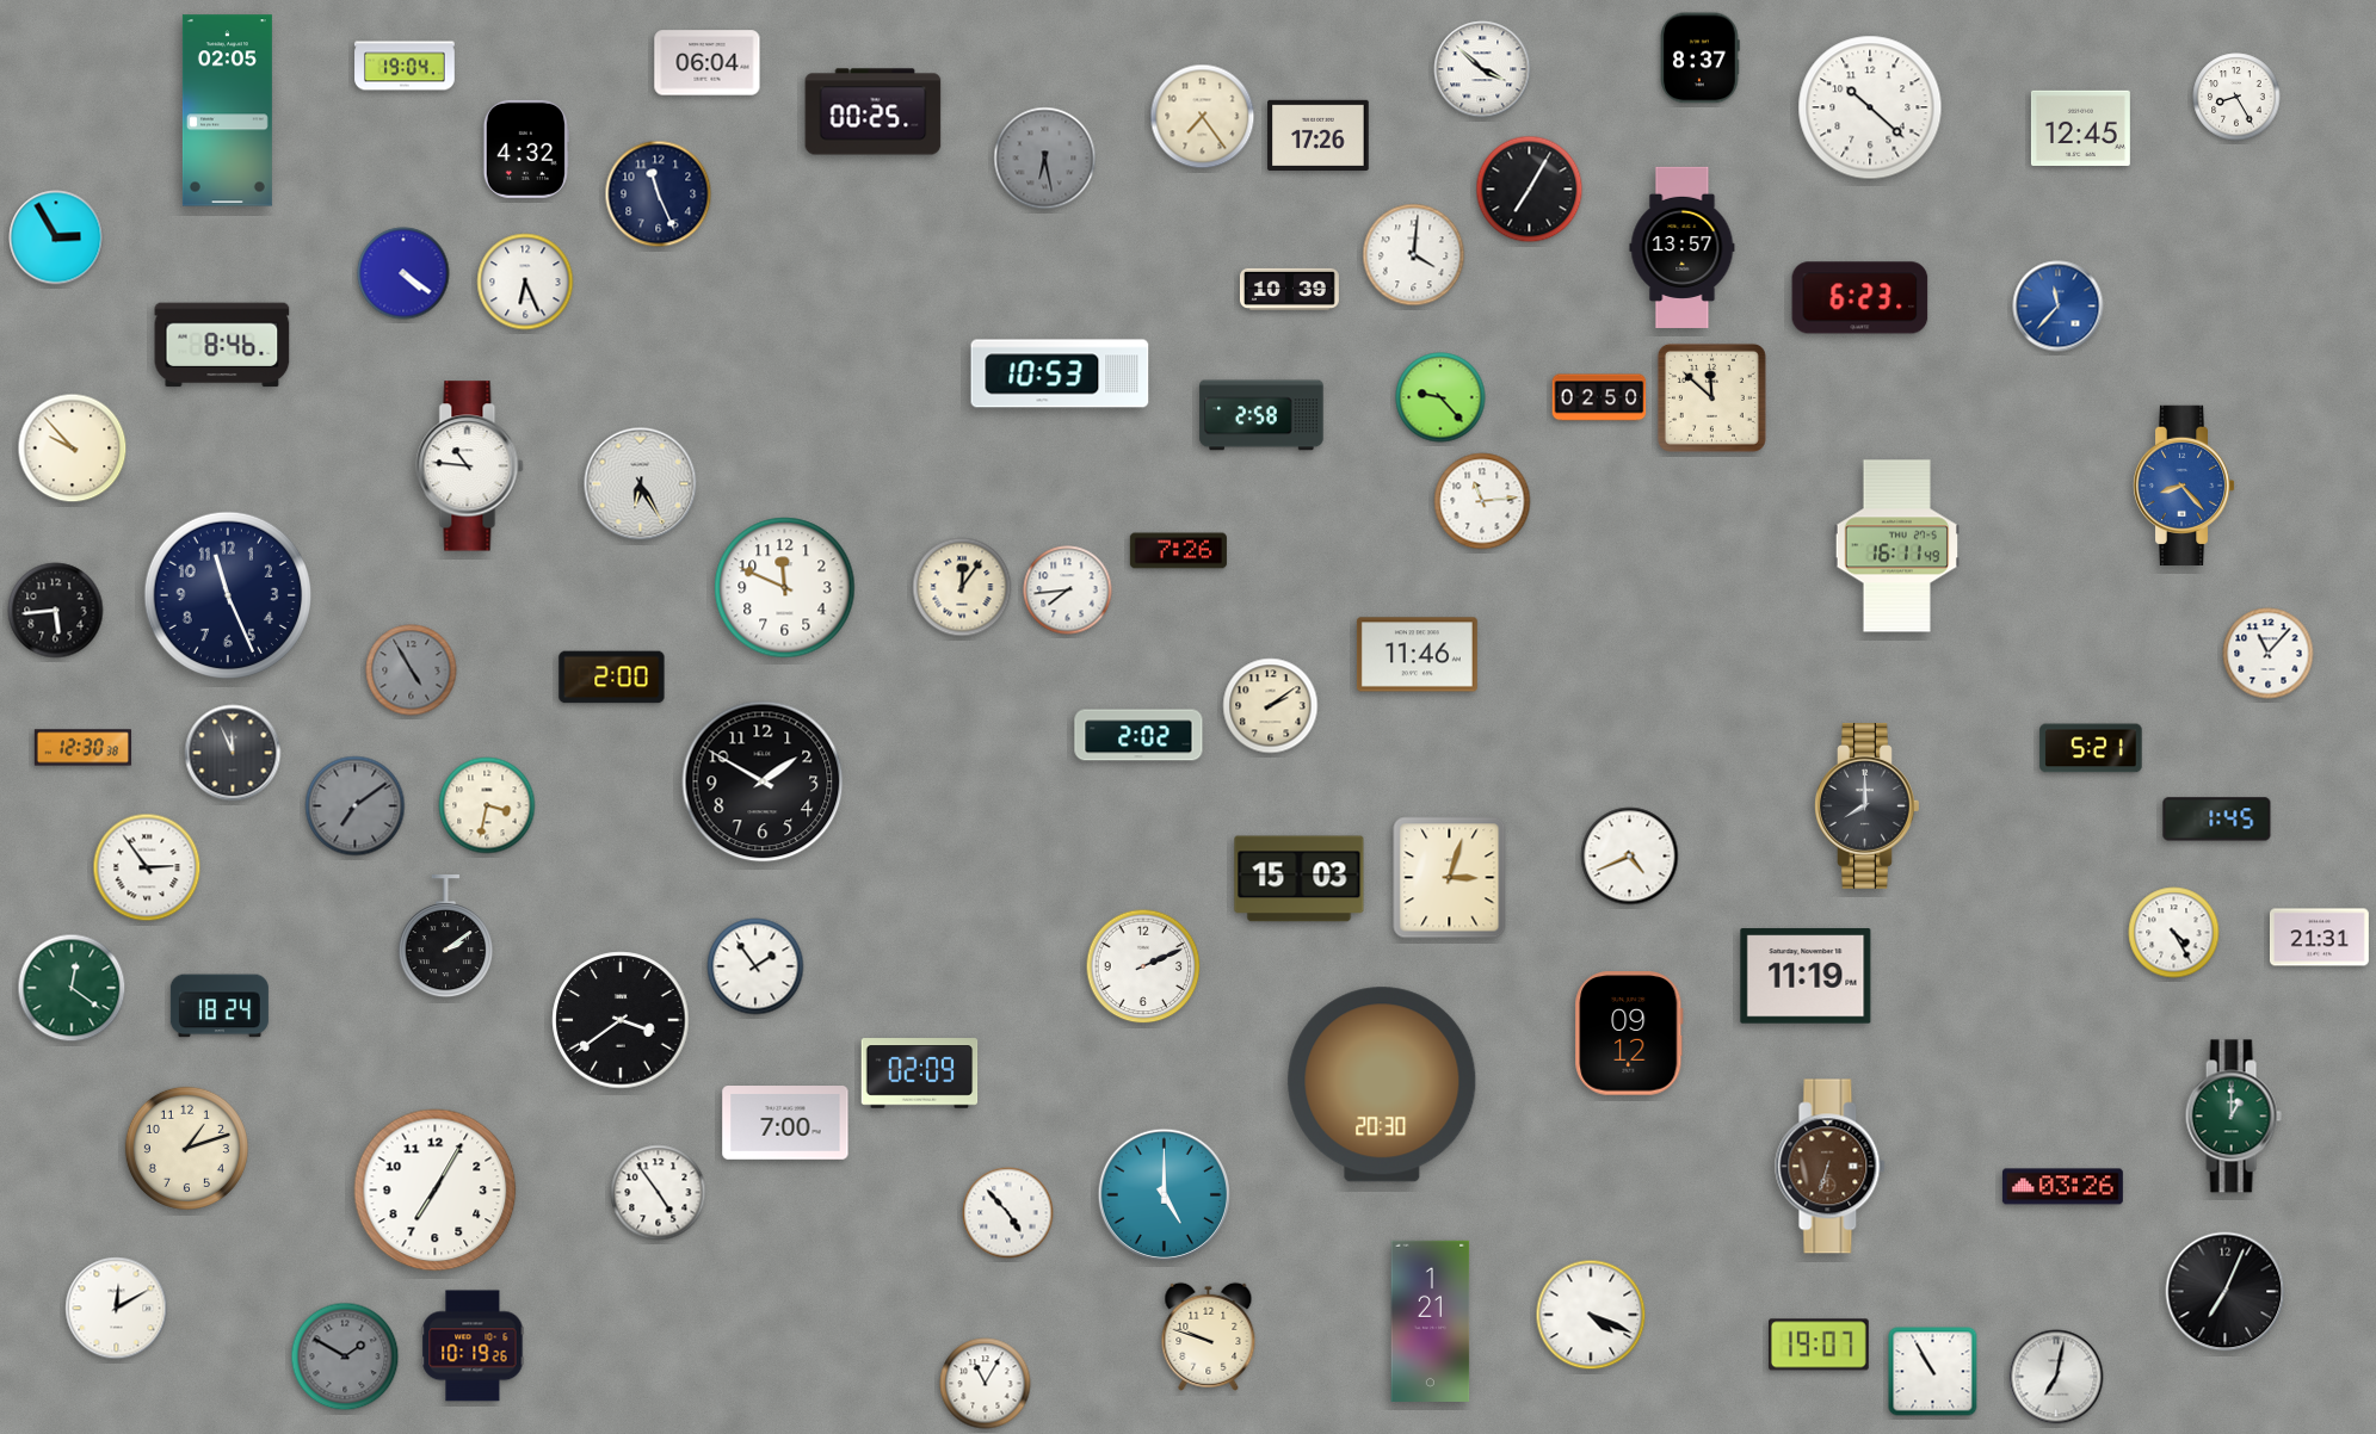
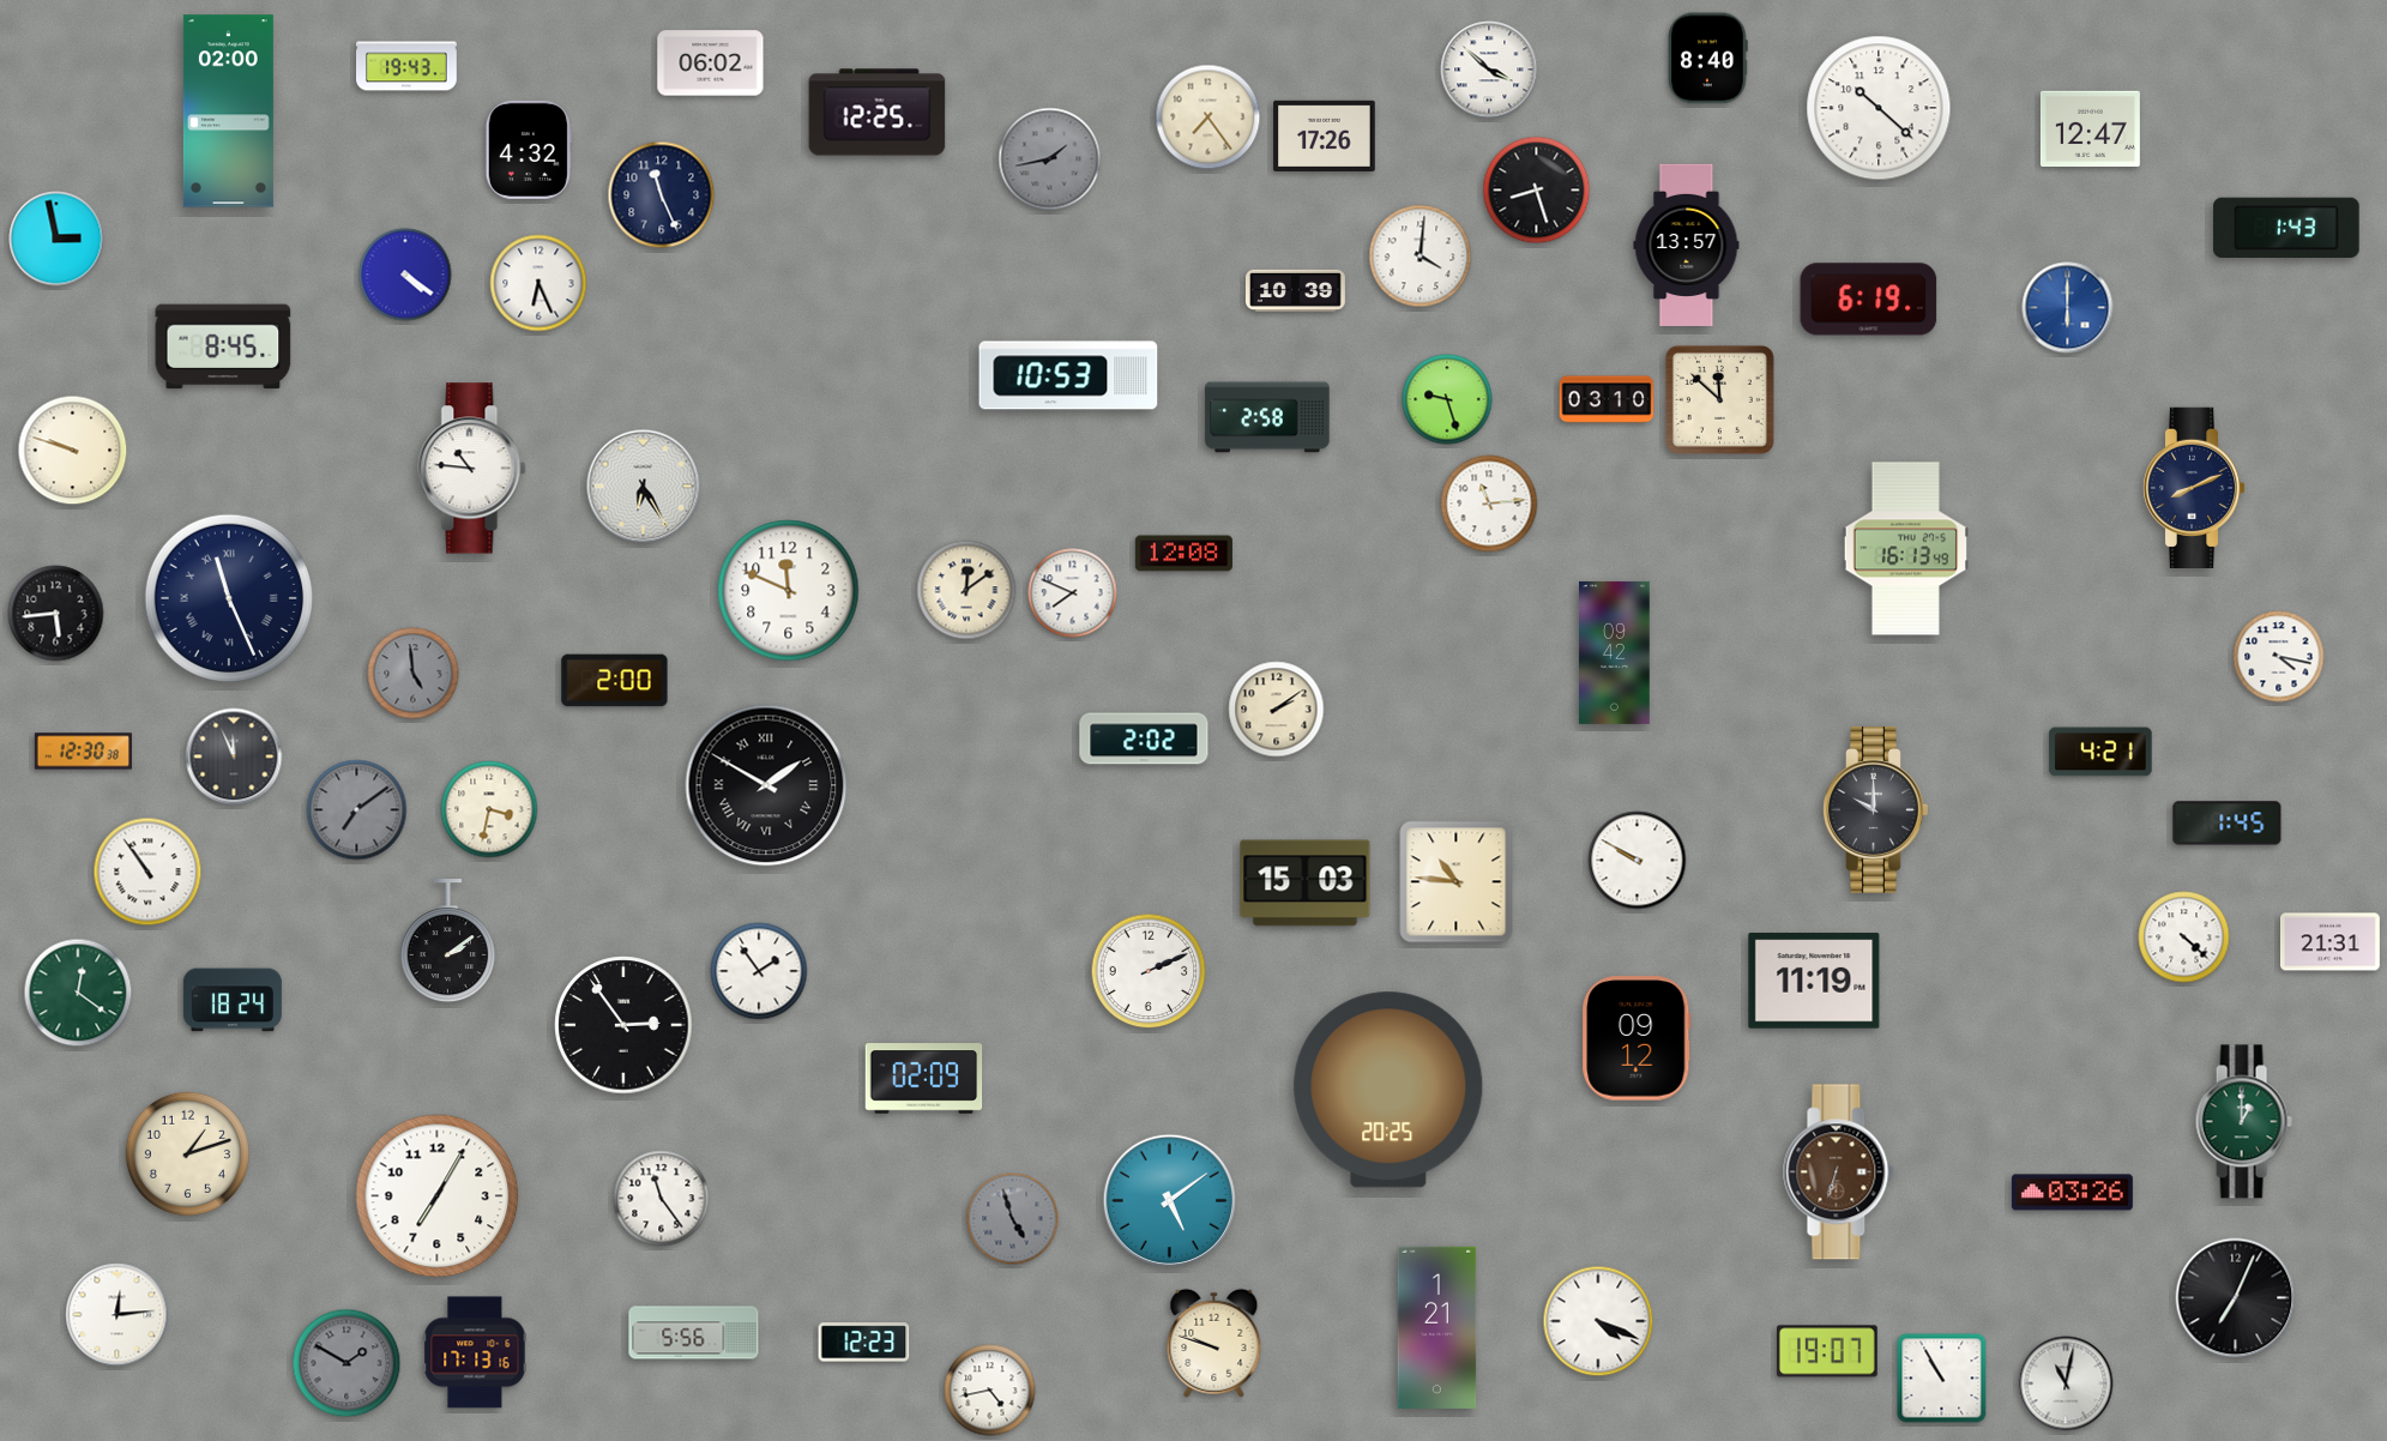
clock at (1701, 58): 8:37 -> 8:40
clock at (708, 63): 06:04 -> 06:02
clock at (405, 66): 19:04 -> 19:43
clock at (2236, 97): 8:25 -> none
clock at (227, 111): 02:05 -> 02:00
clock at (874, 112): 00:25 -> 12:25
clock at (2080, 128): 12:45 -> 12:47
clock at (1045, 159): 6:28 -> 1:43
clock at (1530, 190): 7:05 -> 8:27
clock at (2286, 228): none -> 1:43
clock at (56, 237): 2:55 -> 2:58
clock at (1683, 247) position: (1683, 247) -> (1687, 245)
clock at (525, 282) position: (525, 282) -> (538, 283)
clock at (1860, 298): 6:23 -> 6:19
clock at (2059, 307): 11:37 -> 6:00
clock at (222, 345): 8:46 -> 8:45
clock at (1060, 373) position: (1060, 373) -> (1068, 375)
clock at (1440, 397): 9:23 -> 9:27
clock at (1599, 397): 02:50 -> 03:10
clock at (73, 449): 9:53 -> 9:48
clock at (2184, 484): 8:23 -> 8:11
clock at (2184, 484) dial: blue -> navy
clock at (1896, 546): 16:11 -> 16:13
clock at (1178, 551): 7:26 -> 12:08
clock at (962, 587): 12:06 -> 12:09
clock at (1068, 591): 7:44 -> 7:49
clock at (228, 595) numerals: Arabic -> Roman
clock at (1615, 652): none -> 09:42
clock at (2269, 654): 11:07 -> 4:17
clock at (1417, 655): 11:46 -> none
clock at (412, 670): 4:55 -> 4:59
clock at (2091, 748): 5:21 -> 4:21
clock at (763, 781) numerals: Arabic -> Roman
clock at (1868, 806): 8:00 -> 10:00
clock at (1630, 857): 4:41 -> 9:50
clock at (147, 867): 2:54 -> 10:54
clock at (1450, 878): 3:03 -> 10:46
clock at (2174, 933): 4:25 -> 4:22
clock at (72, 988) position: (72, 988) -> (78, 993)
clock at (220, 1006) position: (220, 1006) -> (233, 1000)
clock at (621, 1020): 3:39 -> 2:54
clock at (1382, 1084): 20:30 -> 20:25
clock at (785, 1124): 7:00 -> none
clock at (659, 1193): 4:54 -> 11:24
clock at (1164, 1194): 5:00 -> 5:09
clock at (1008, 1213): 4:53 -> 4:57
clock at (1008, 1213) dial: white -> grey
clock at (117, 1309): 12:10 -> 12:14
clock at (694, 1333): none -> 5:56
clock at (864, 1343): none -> 12:23
clock at (473, 1346): 10:19 -> 17:13
clock at (2056, 1377): 7:02 -> 11:02
clock at (986, 1384): 11:05 -> 4:43
